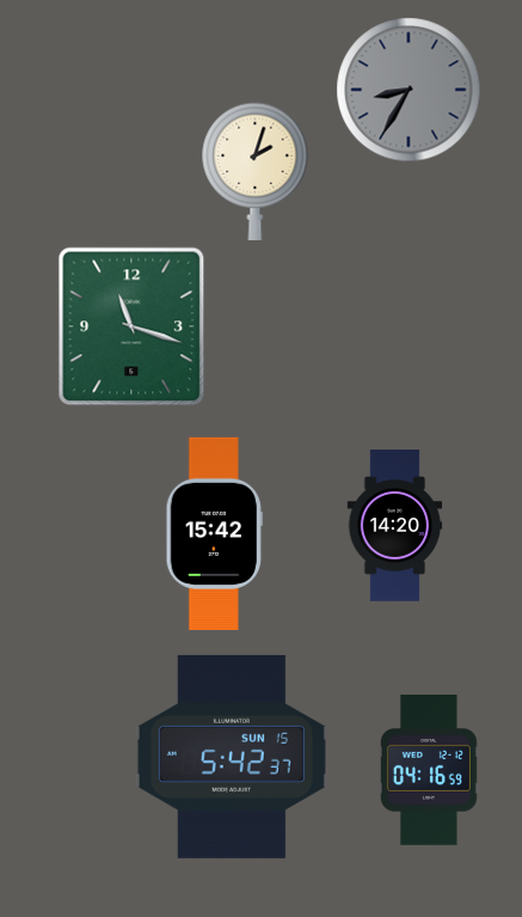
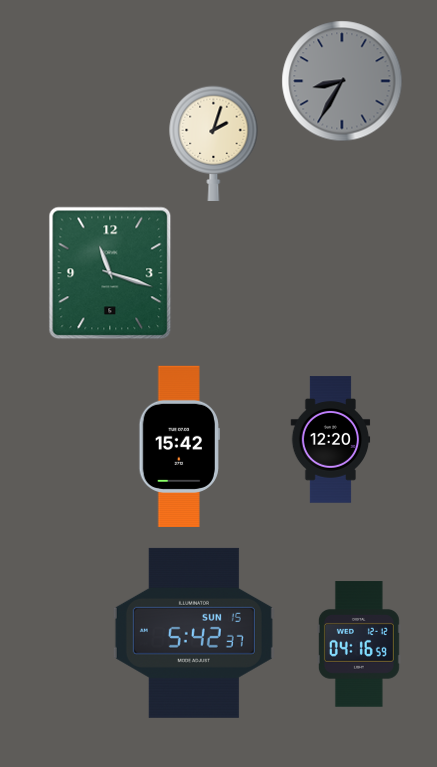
clock at (409, 90) position: (409, 90) -> (342, 81)
clock at (395, 526): 14:20 -> 12:20
